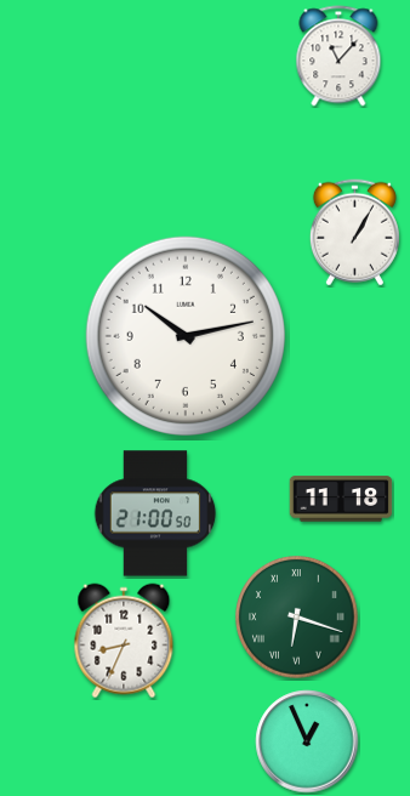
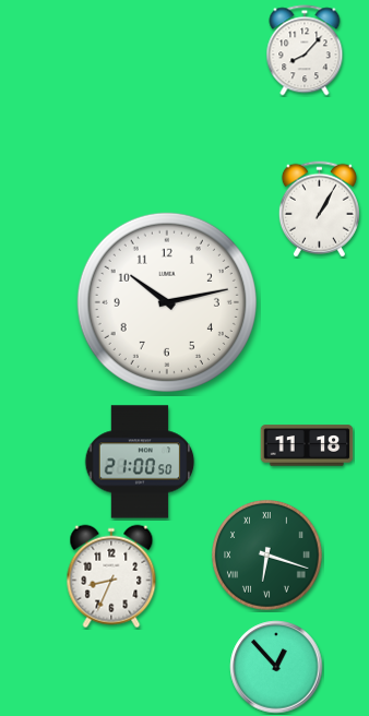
clock at (338, 56): 11:07 -> 8:07
clock at (341, 499) position: (341, 499) -> (307, 445)
clock at (307, 741): 12:56 -> 12:53
